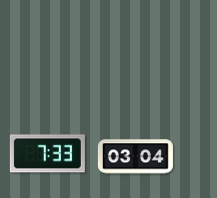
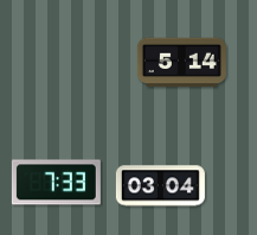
clock at (181, 63): none -> 5:14
